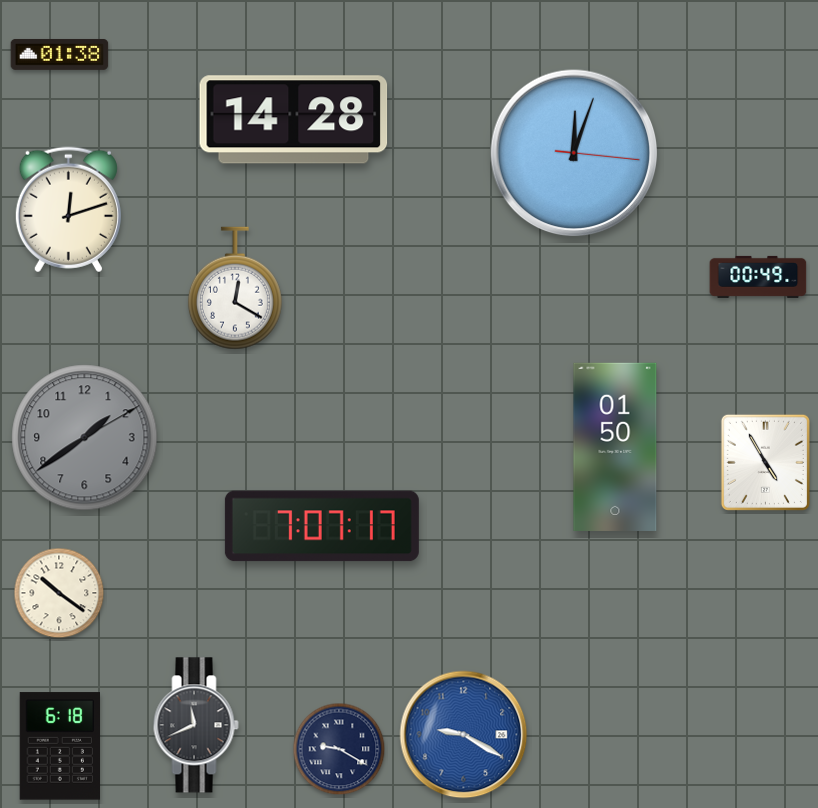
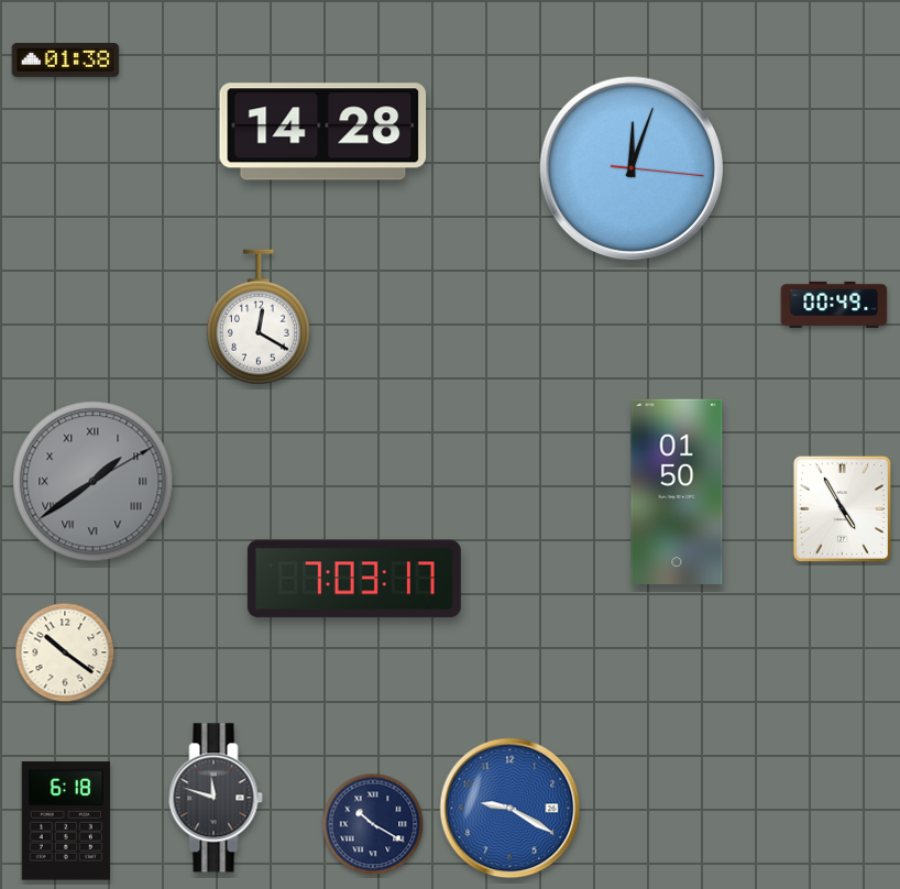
clock at (68, 210): 12:12 -> none
clock at (85, 438) numerals: Arabic -> Roman
clock at (322, 526): 7:07 -> 7:03
clock at (196, 725): 11:41 -> 11:48
clock at (339, 749): 9:20 -> 10:20
